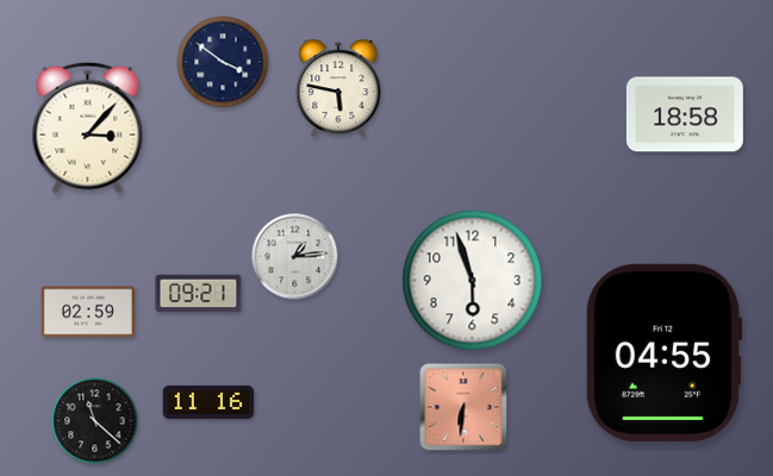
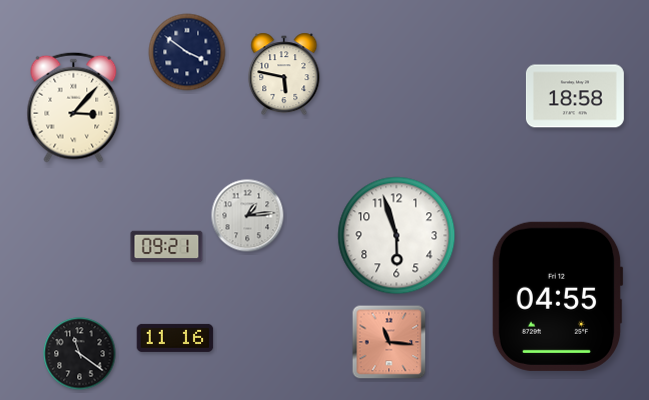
clock at (87, 312): 02:59 -> none
clock at (463, 407): 6:31 -> 11:16
clock at (95, 421): 11:22 -> 11:21
